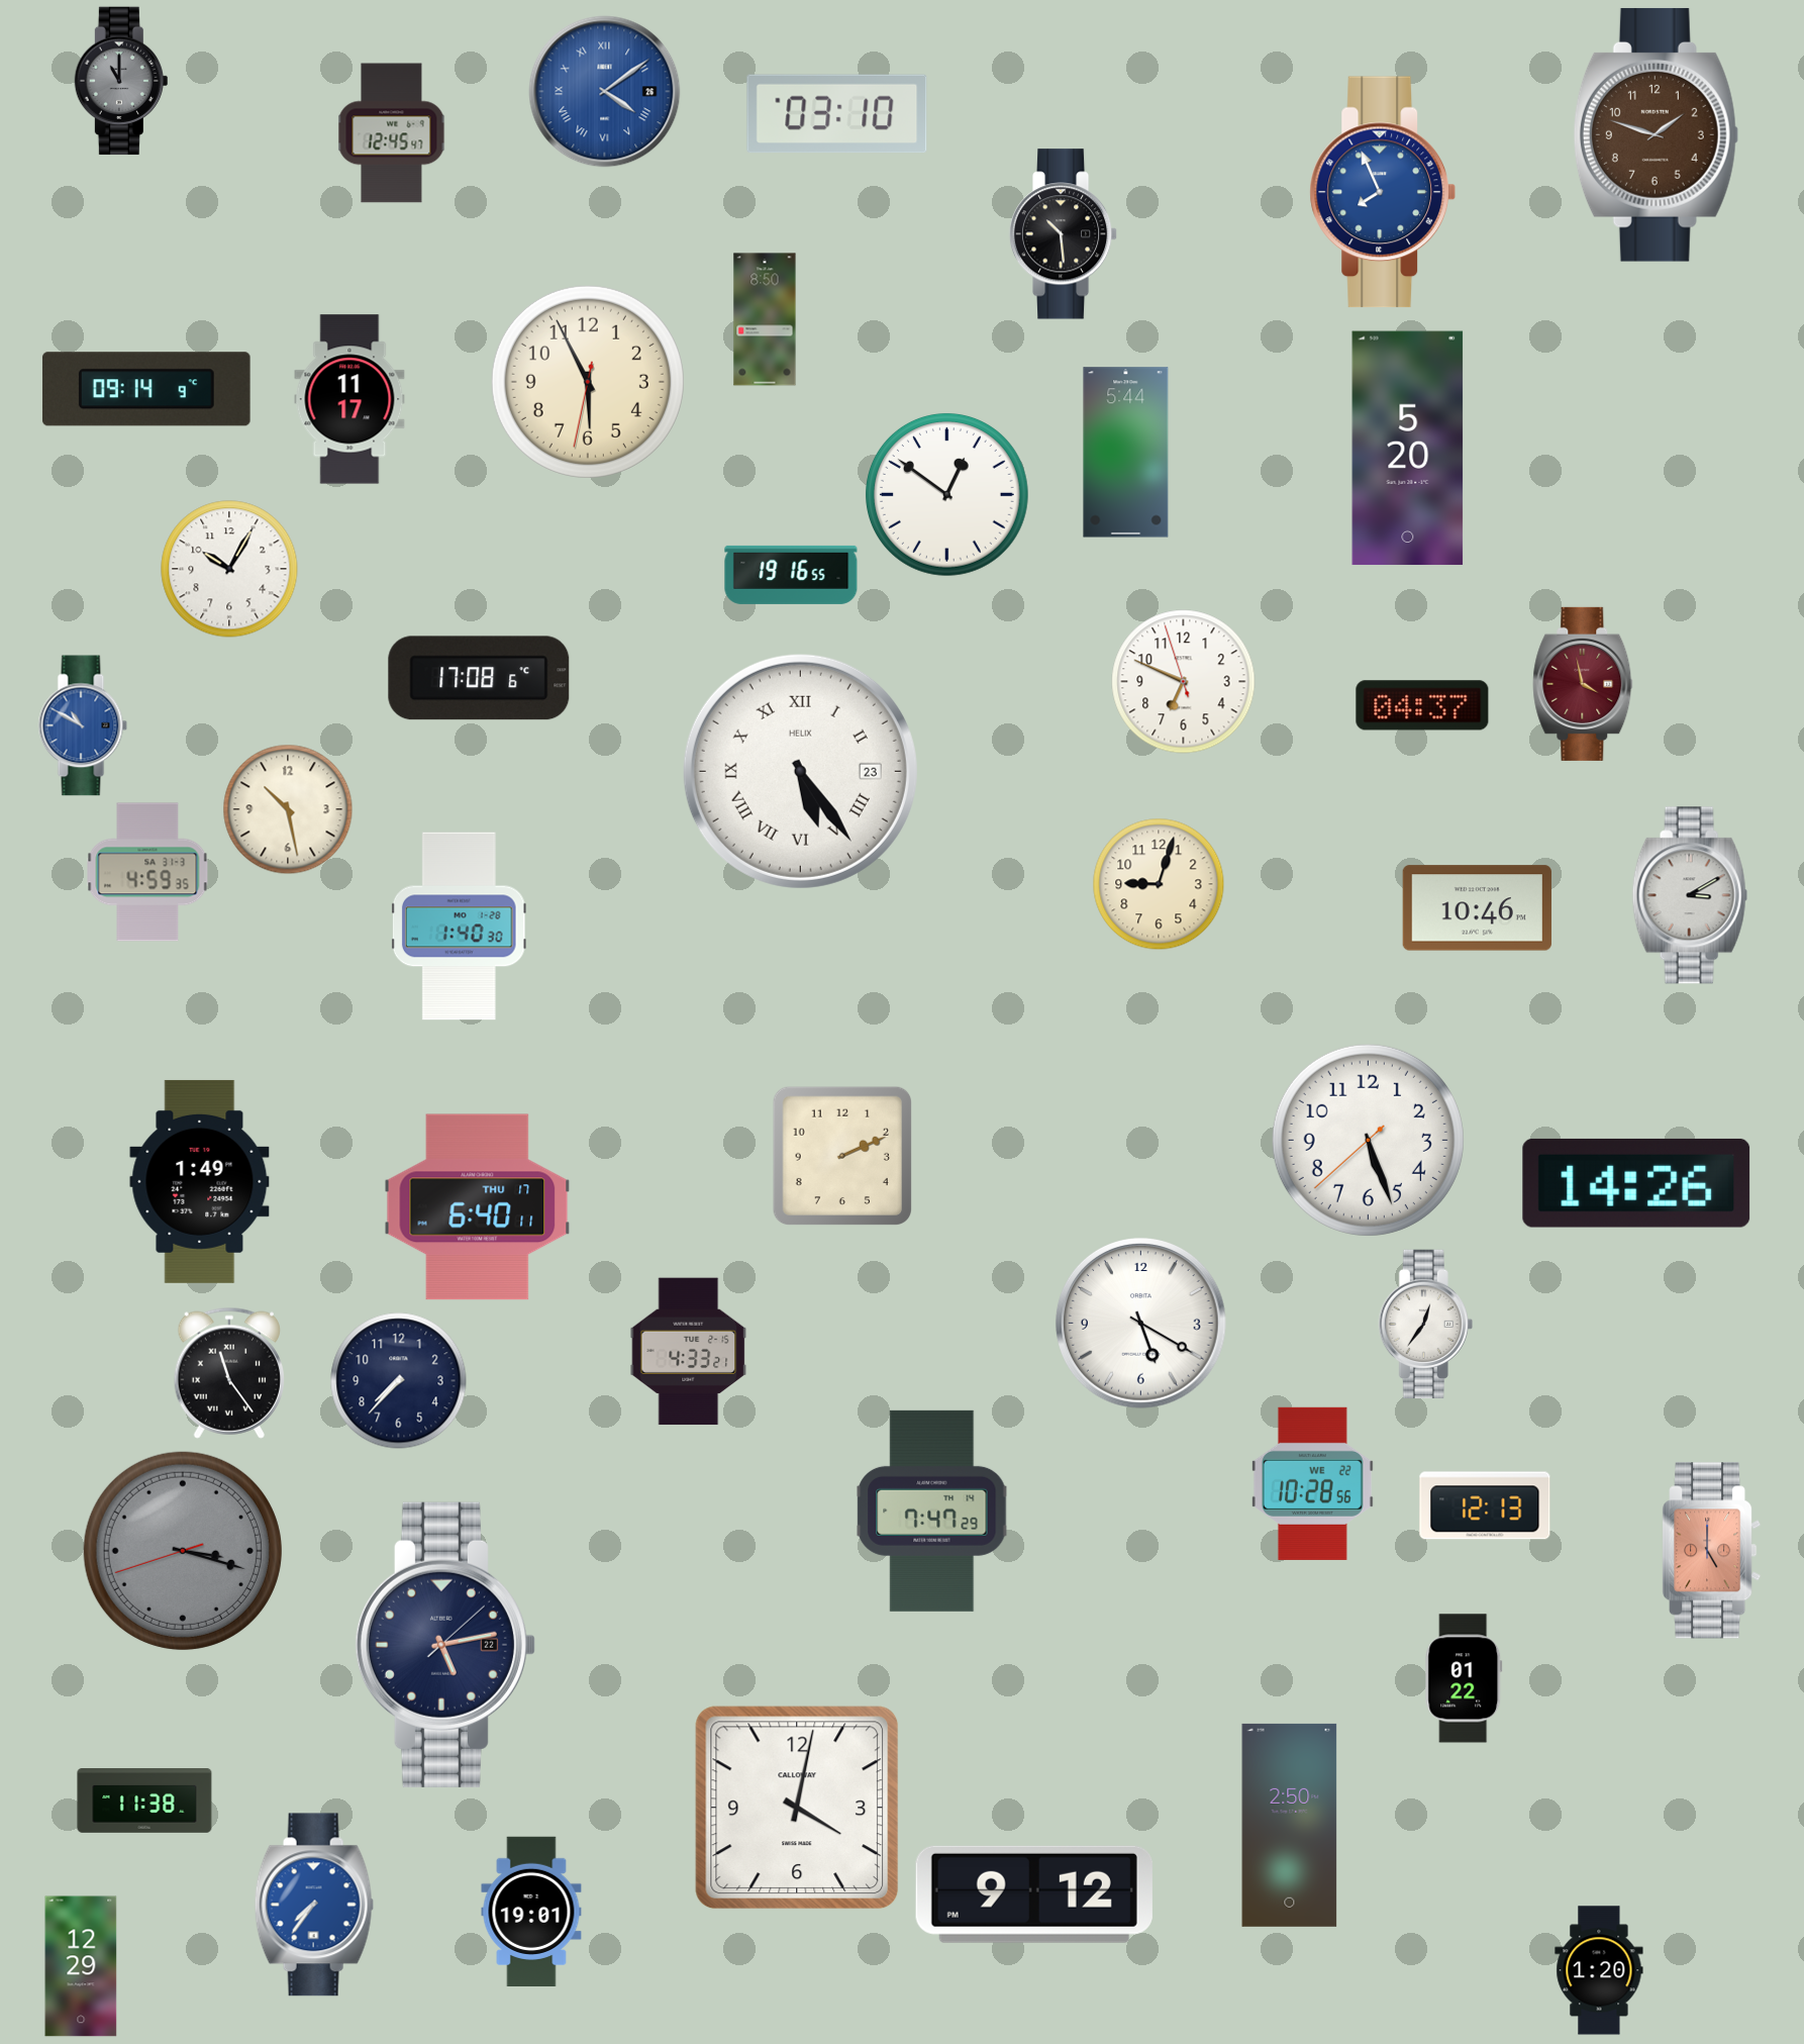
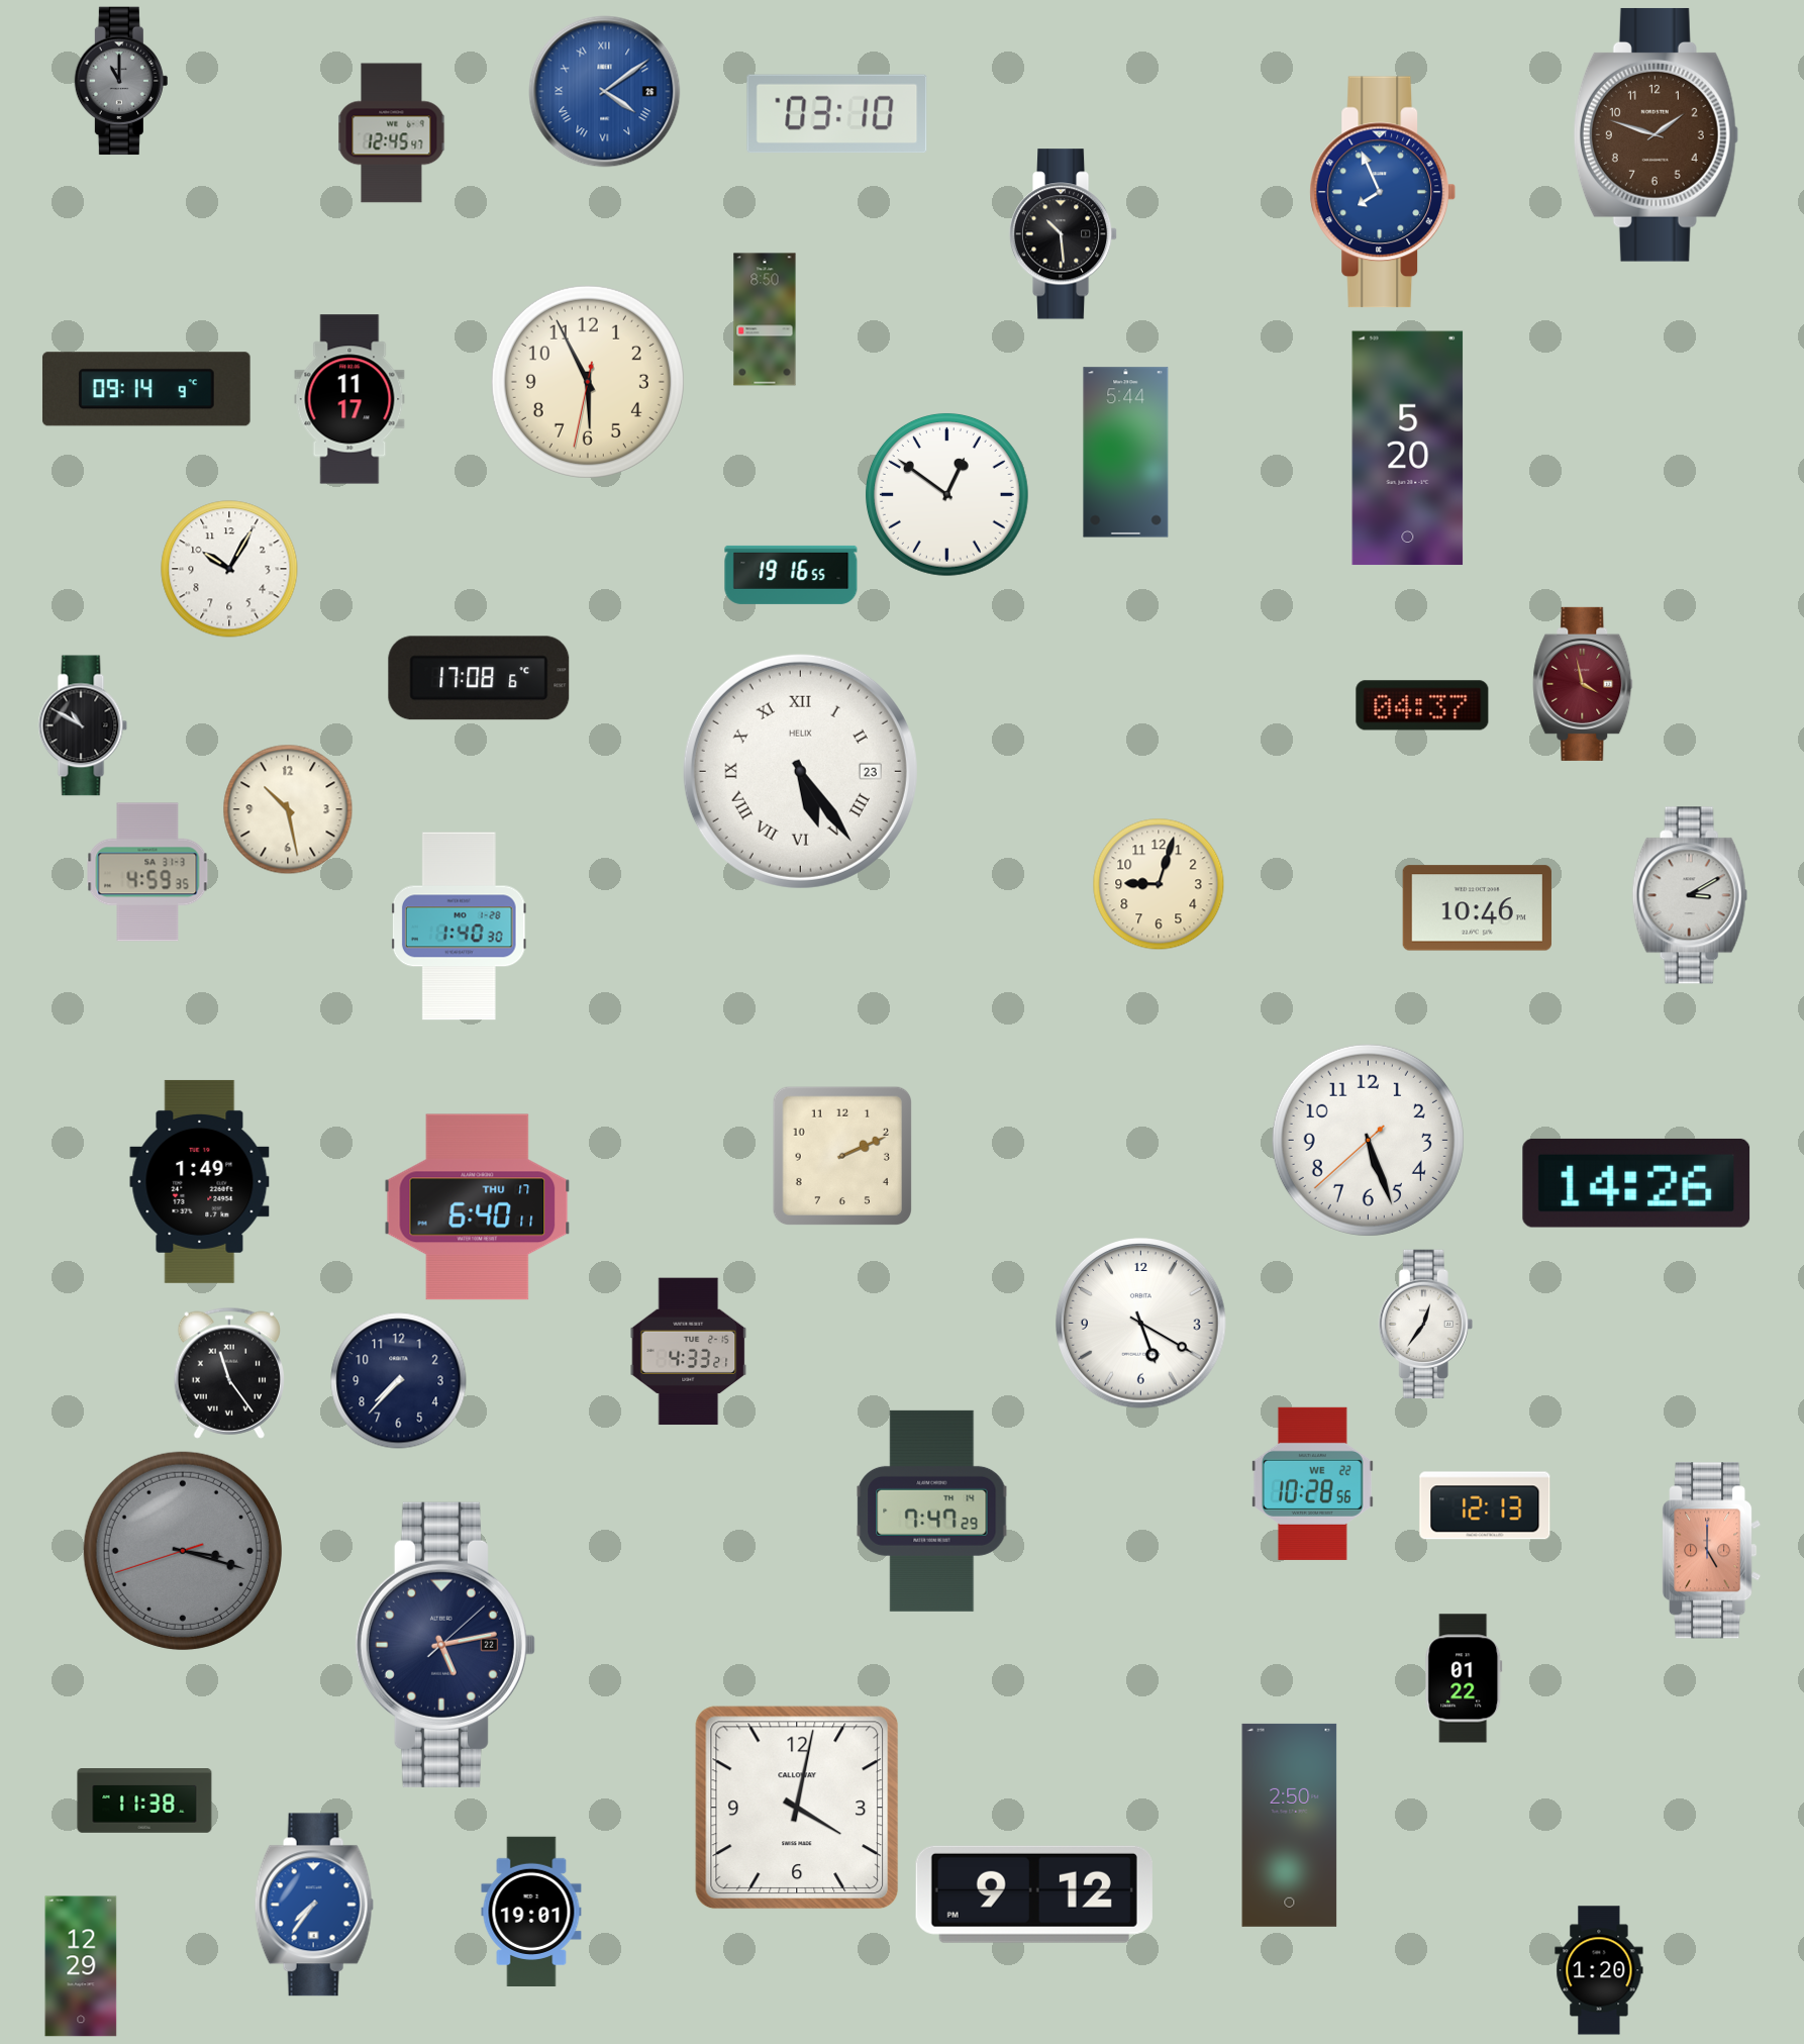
clock at (1184, 682): 6:48 -> none
clock at (83, 725) dial: blue -> black
